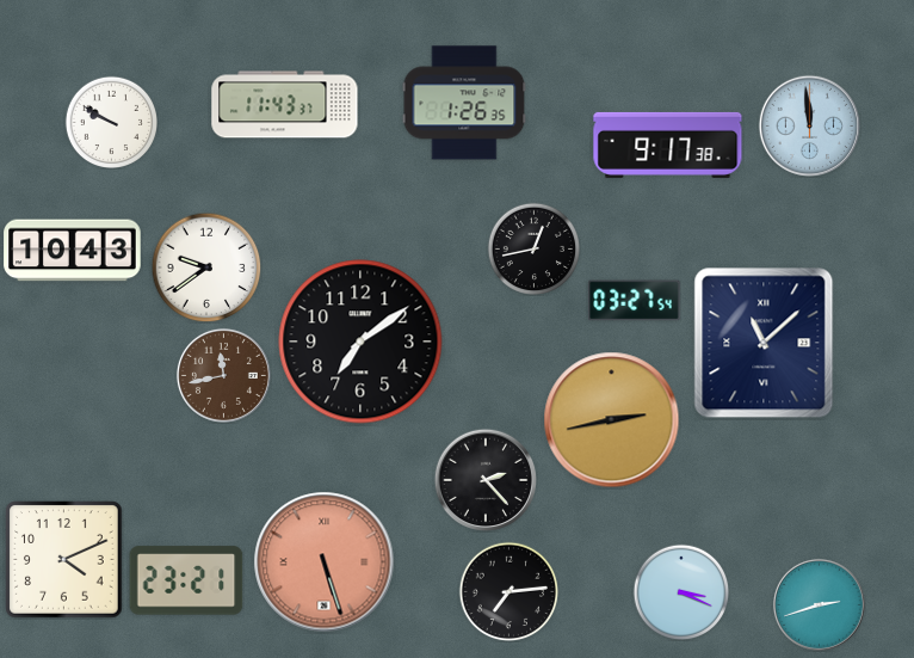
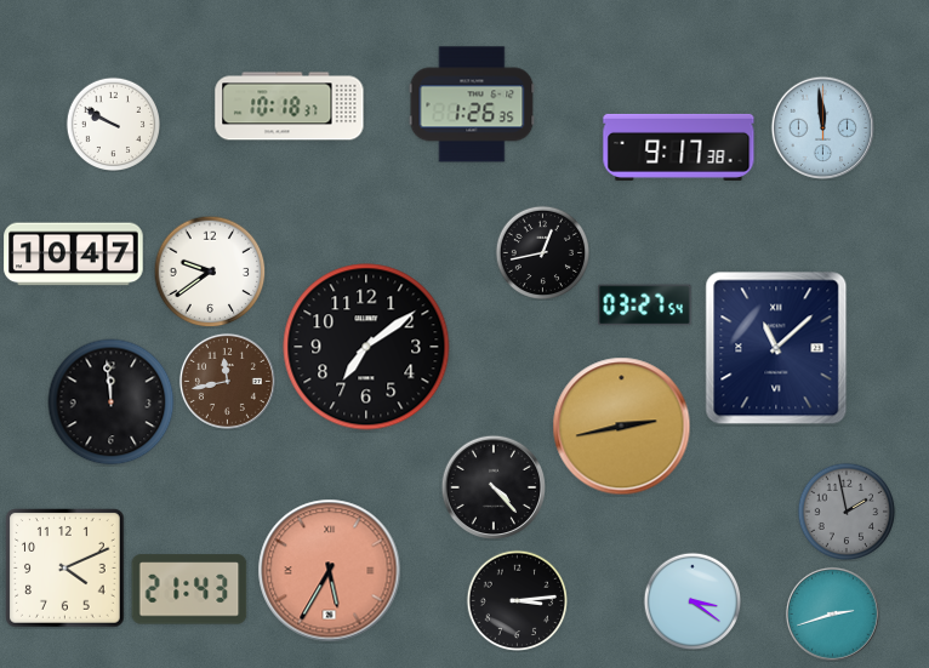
clock at (285, 105): 11:43 -> 10:18
clock at (73, 251): 10:43 -> 10:47
clock at (112, 402): none -> 11:59
clock at (484, 479): 2:23 -> 4:23
clock at (847, 512): none -> 1:58
clock at (325, 562): 5:27 -> 5:35
clock at (186, 580): 23:21 -> 21:43
clock at (508, 591): 7:14 -> 3:14
clock at (681, 592): 3:19 -> 3:21
